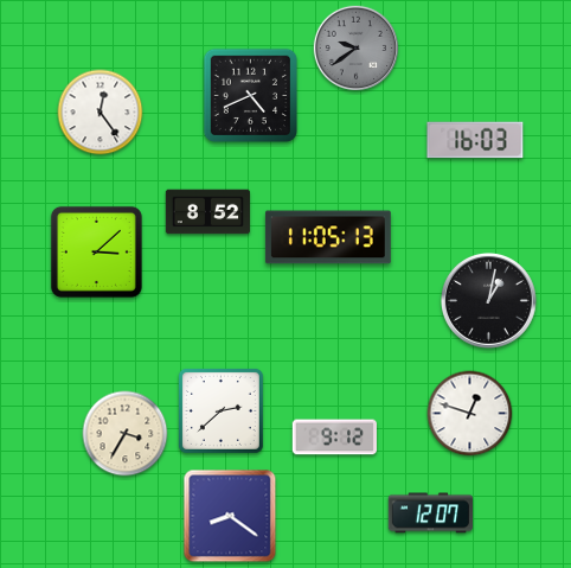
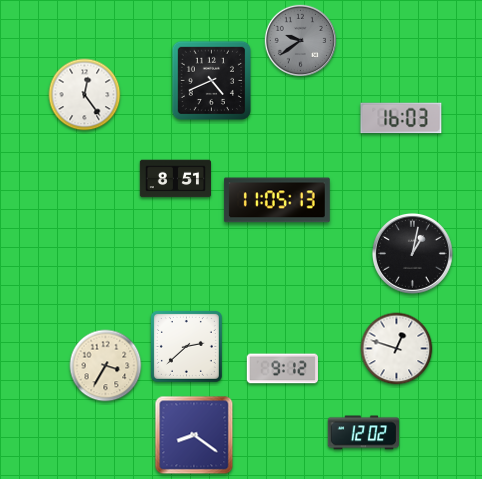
clock at (208, 212): 8:52 -> 8:51
clock at (96, 251): 3:08 -> none
clock at (430, 513): 12:07 -> 12:02
